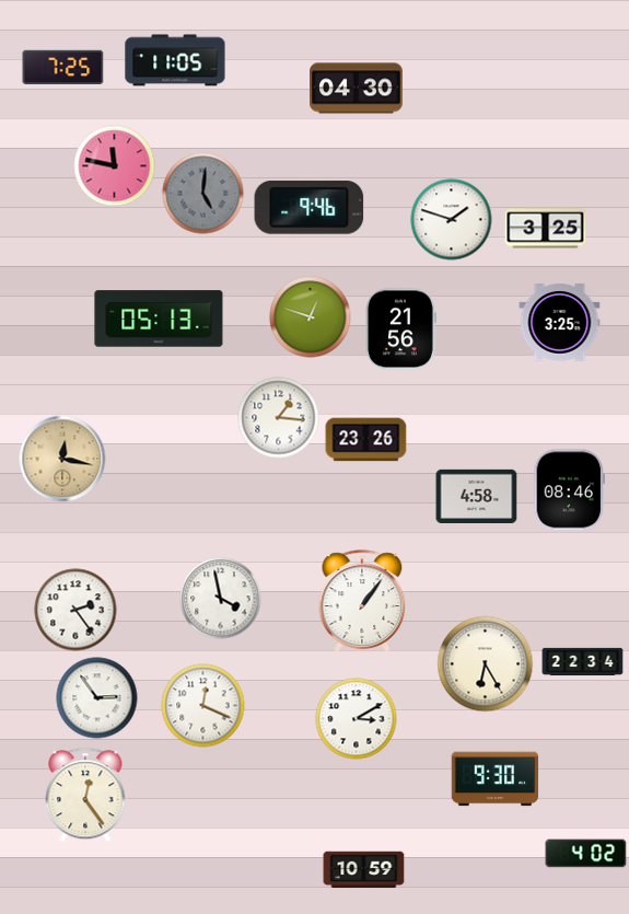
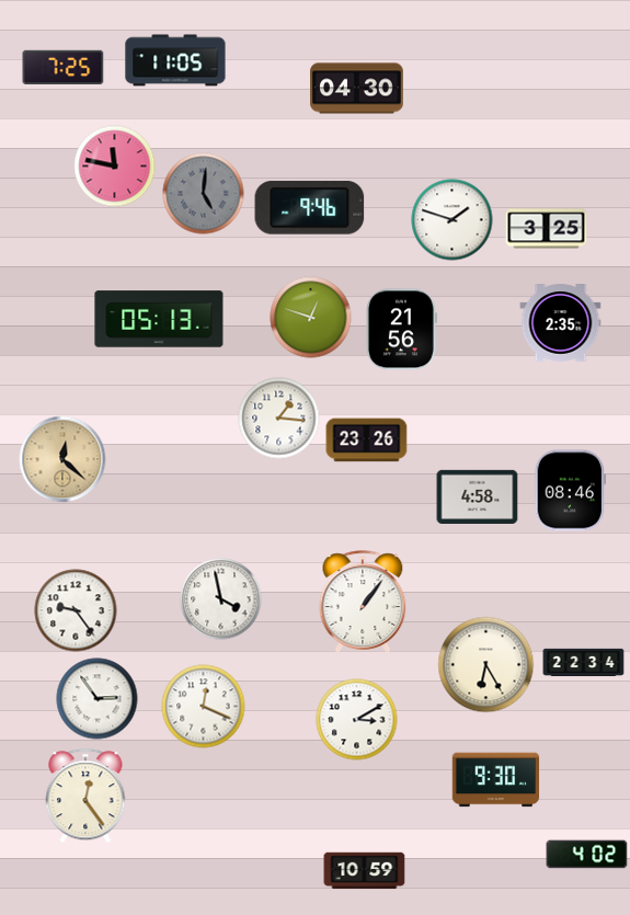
clock at (560, 323): 3:25 -> 2:35
clock at (62, 459): 12:17 -> 12:22
clock at (75, 610): 2:24 -> 9:24
